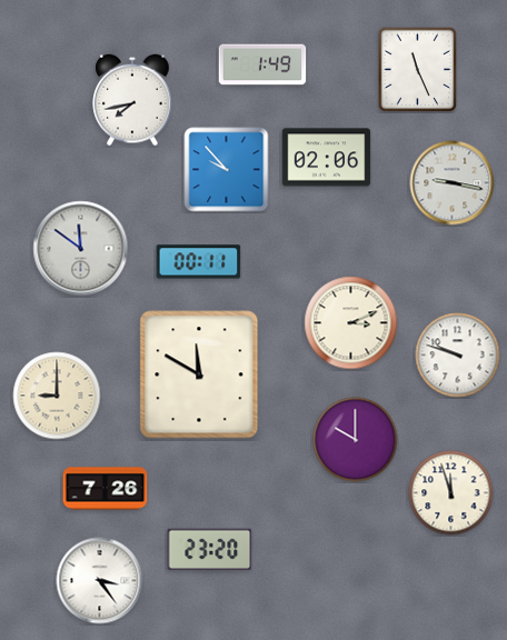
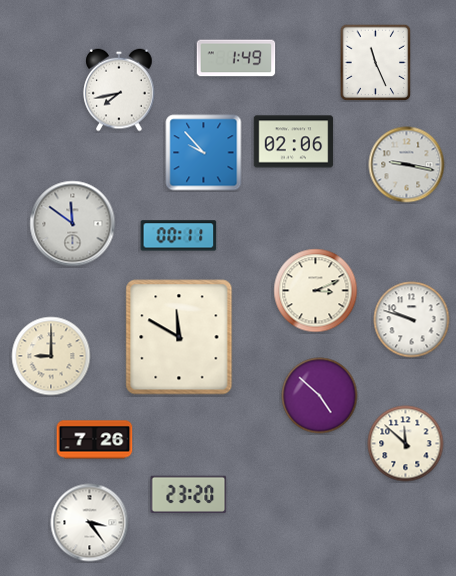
clock at (356, 440): 10:00 -> 4:52
clock at (451, 493): 11:57 -> 11:52
